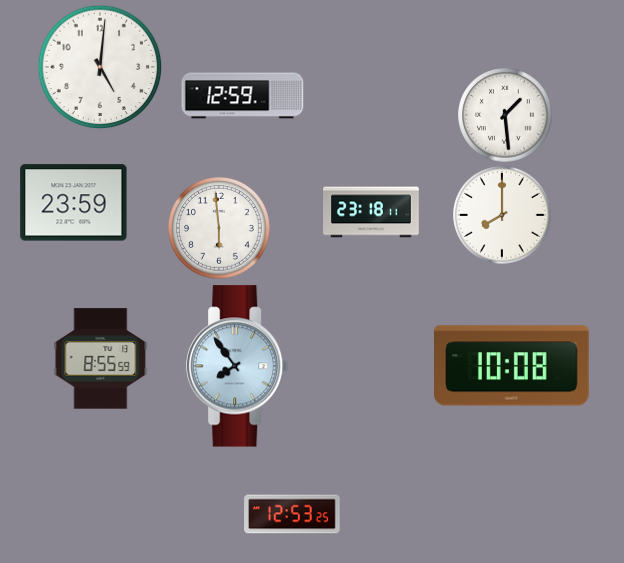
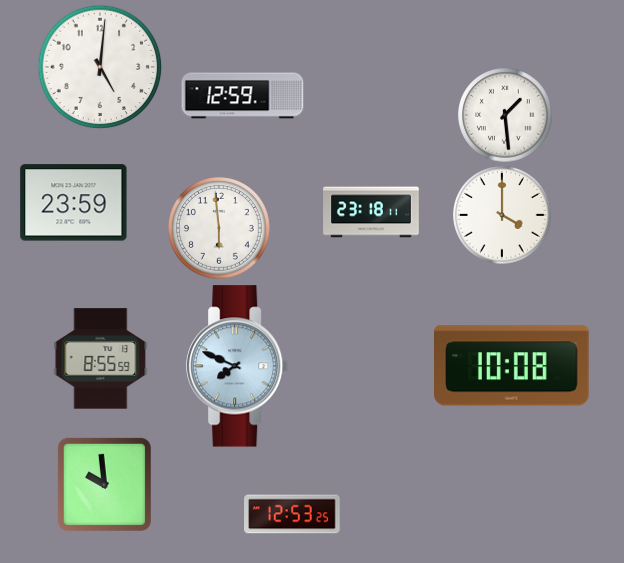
clock at (502, 215): 8:00 -> 4:00
clock at (238, 366): 7:54 -> 7:49
clock at (104, 484): none -> 9:59
